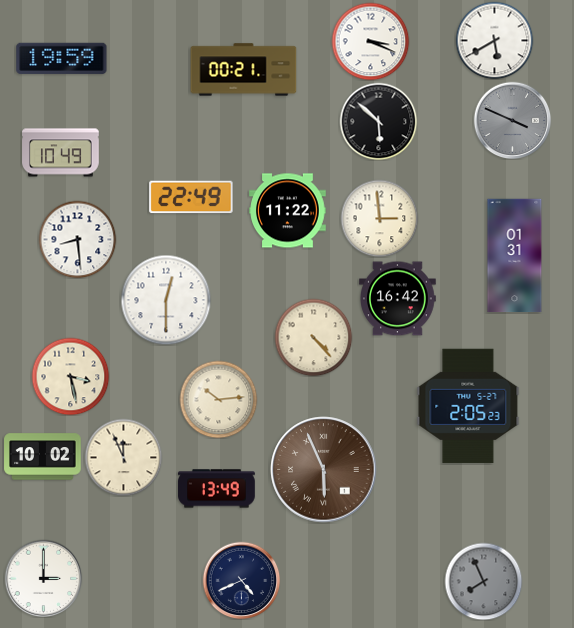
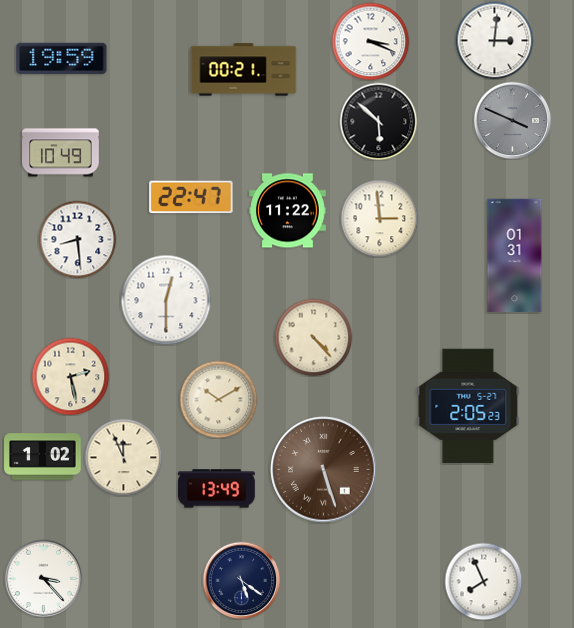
clock at (494, 40): 5:40 -> 3:01
clock at (191, 197): 22:49 -> 22:47
clock at (398, 299): 16:42 -> none
clock at (70, 376): 3:28 -> 2:28
clock at (218, 399): 10:14 -> 10:10
clock at (43, 457): 10:02 -> 1:02
clock at (324, 470): 5:56 -> 5:27
clock at (43, 578): 3:00 -> 3:23
clock at (241, 580): 4:41 -> 5:21
clock at (483, 581) dial: grey -> white
